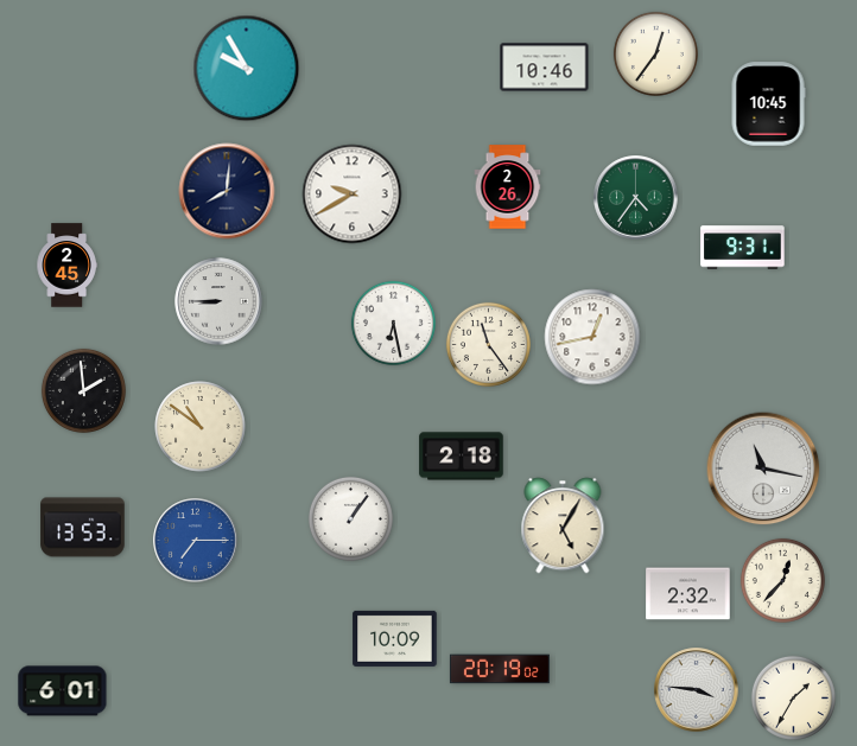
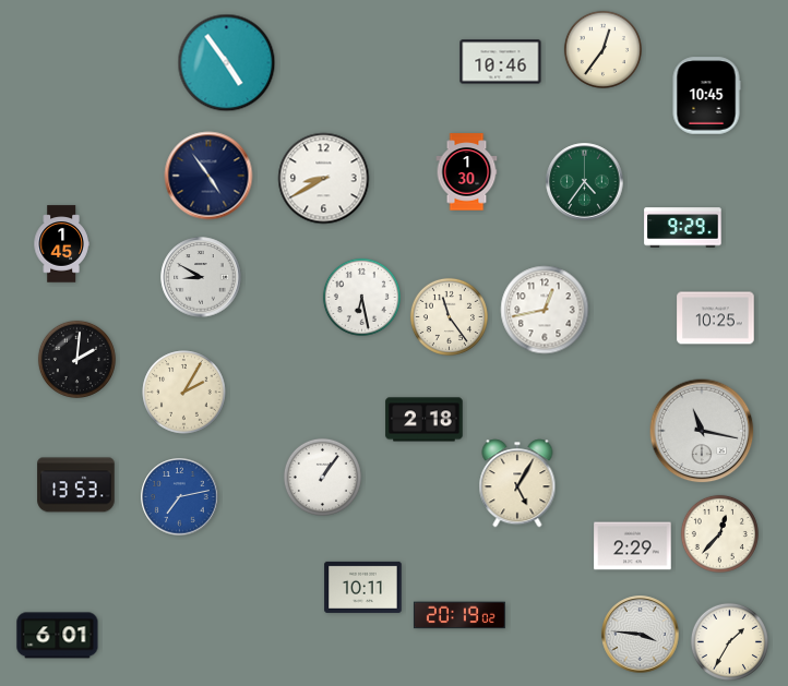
clock at (247, 69): 9:55 -> 4:54
clock at (508, 187): 2:26 -> 1:30
clock at (227, 191): 8:01 -> 4:54
clock at (353, 195): 9:40 -> 8:40
clock at (743, 248): 9:31 -> 9:29
clock at (66, 266): 2:45 -> 1:45
clock at (218, 301): 8:45 -> 8:50
clock at (716, 318): none -> 10:25
clock at (83, 390): 1:59 -> 2:01
clock at (201, 427): 10:51 -> 2:05
clock at (196, 541): 7:15 -> 7:13
clock at (688, 594): 2:32 -> 2:29
clock at (395, 638): 10:09 -> 10:11
